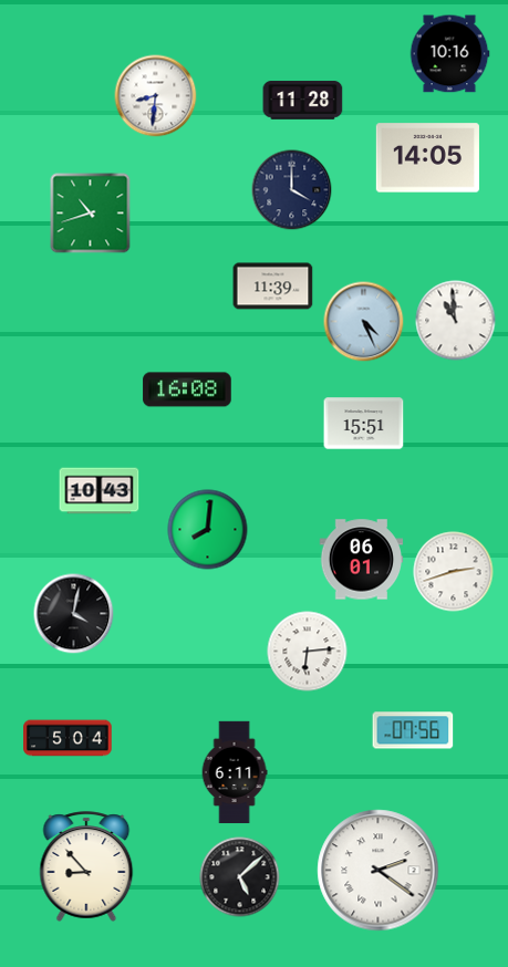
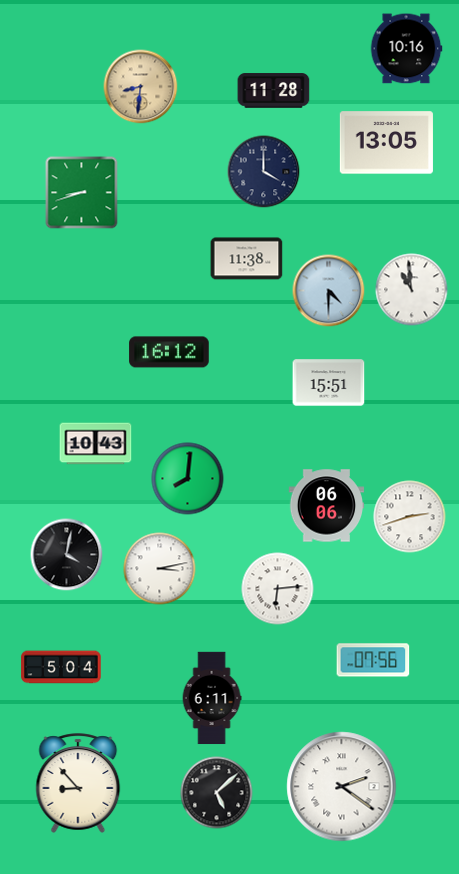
clock at (156, 96) dial: white -> champagne
clock at (427, 158): 14:05 -> 13:05
clock at (91, 214): 10:42 -> 8:42
clock at (273, 287): 11:39 -> 11:38
clock at (364, 322): 4:26 -> 4:30
clock at (187, 389): 16:08 -> 16:12
clock at (100, 491) position: (100, 491) -> (96, 444)
clock at (362, 560): 06:01 -> 06:06
clock at (160, 569): none -> 3:13
